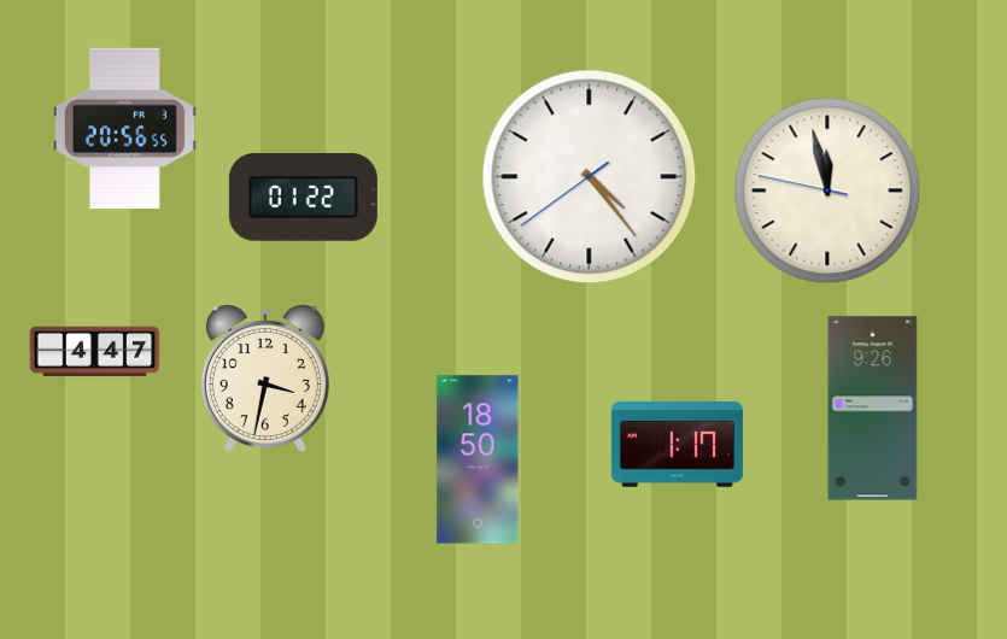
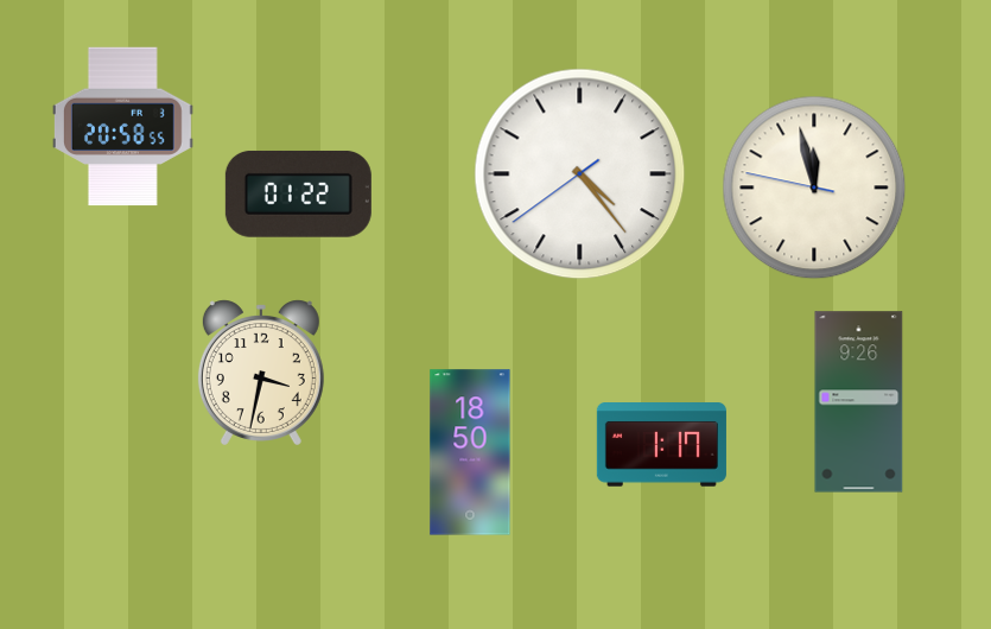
clock at (124, 129): 20:56 -> 20:58
clock at (95, 352): 4:47 -> none
clock at (677, 445) position: (677, 445) -> (661, 445)
